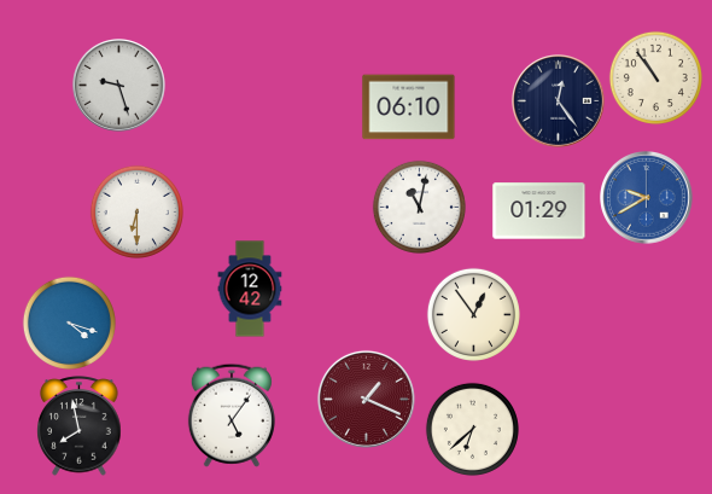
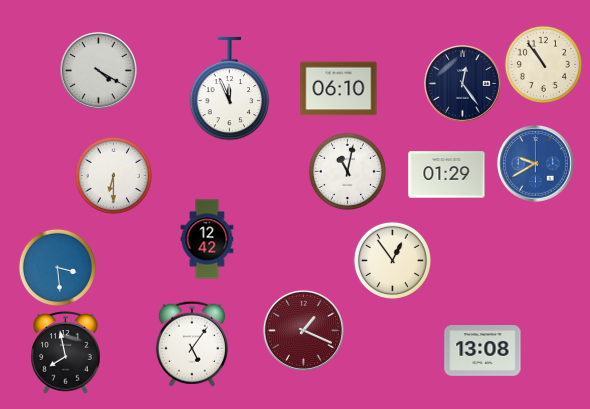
clock at (119, 86): 9:27 -> 4:20
clock at (230, 89): none -> 11:56
clock at (69, 322): 4:18 -> 3:29
clock at (483, 351): none -> 13:08
clock at (472, 429): 6:38 -> none
